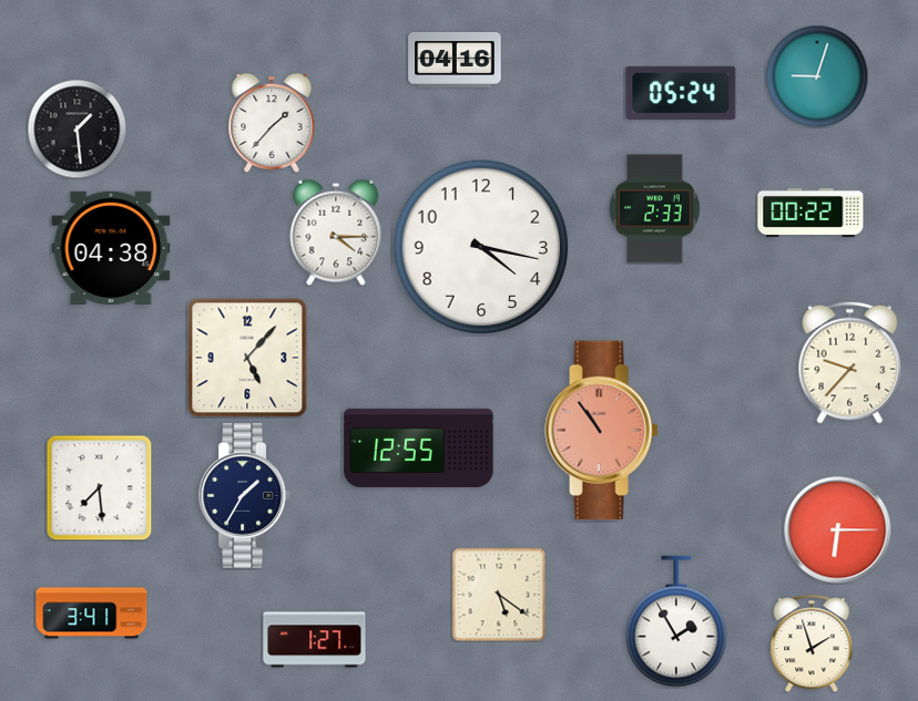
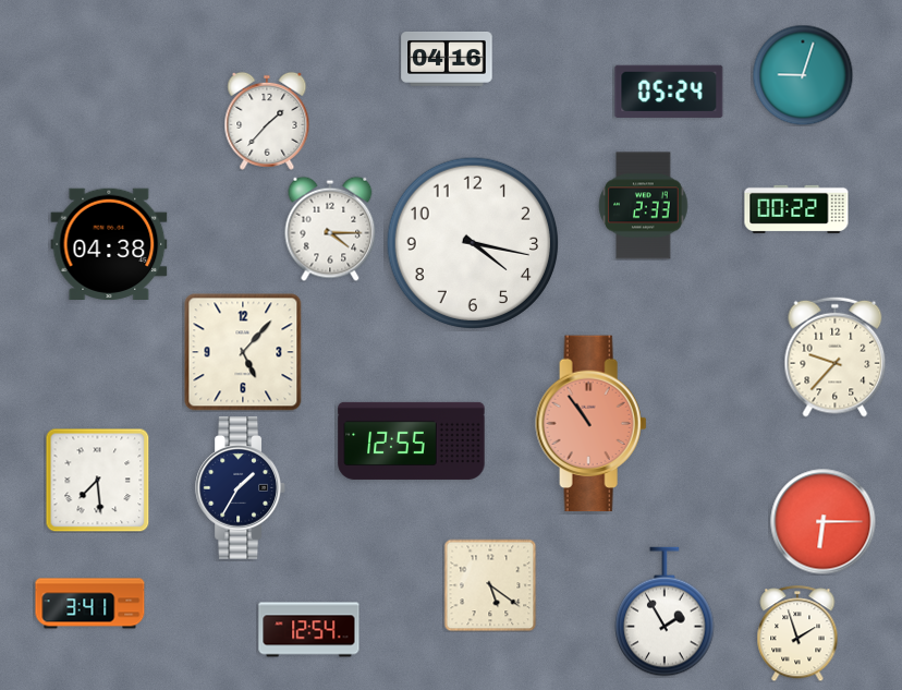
clock at (76, 128): 1:29 -> none
clock at (315, 640): 1:27 -> 12:54
